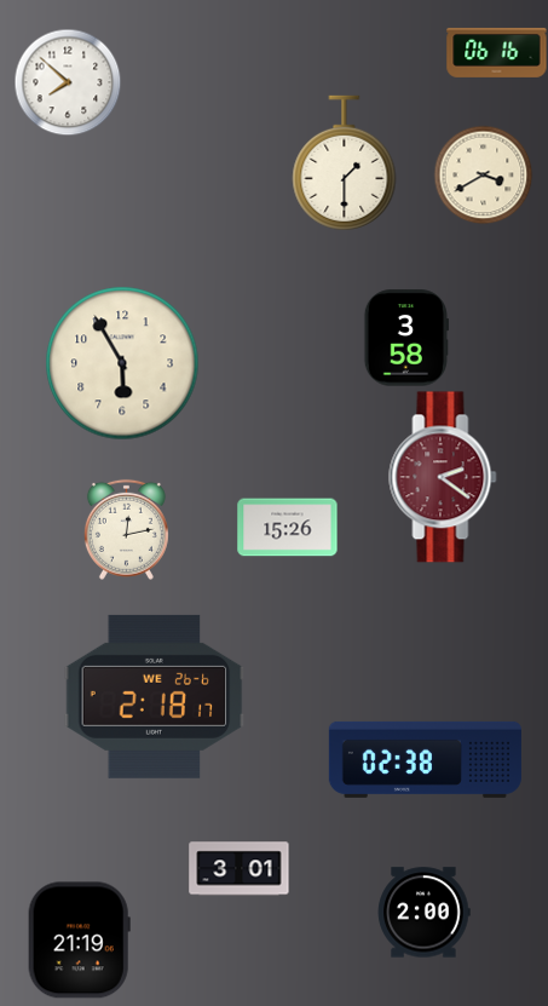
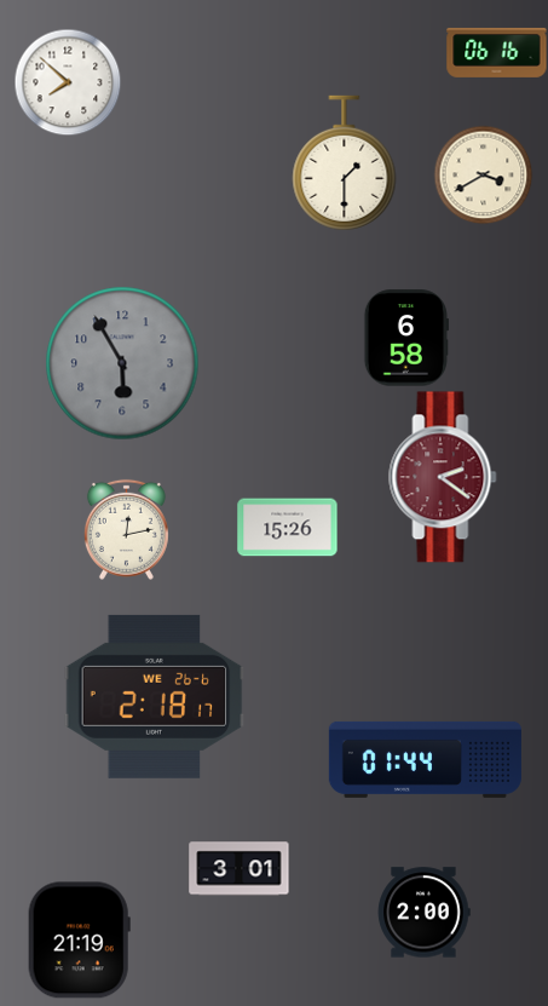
clock at (406, 338): 3:58 -> 6:58
clock at (122, 363) dial: cream -> grey
clock at (425, 759): 02:38 -> 01:44
